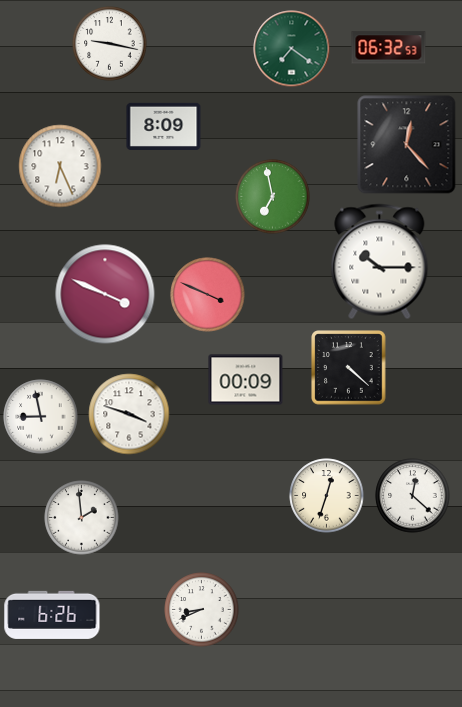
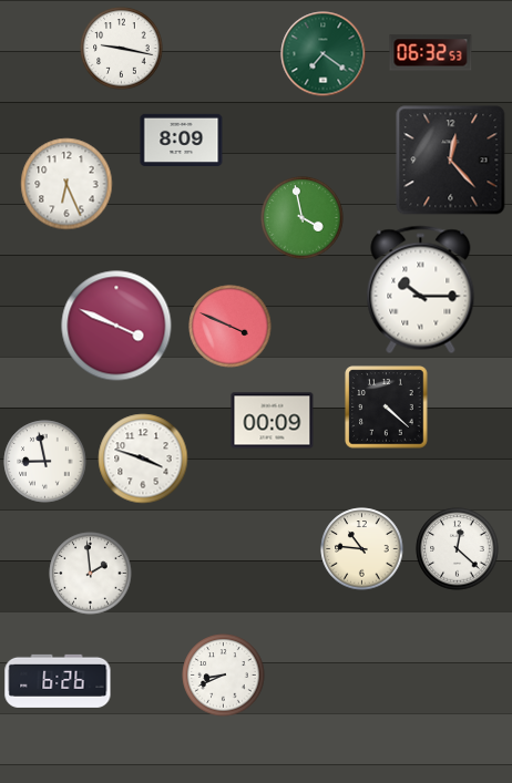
clock at (273, 197): 6:58 -> 3:58
clock at (327, 496): 12:33 -> 10:46
